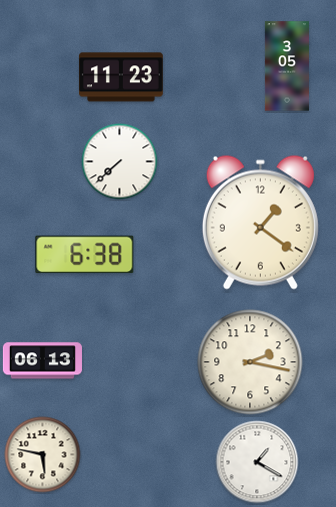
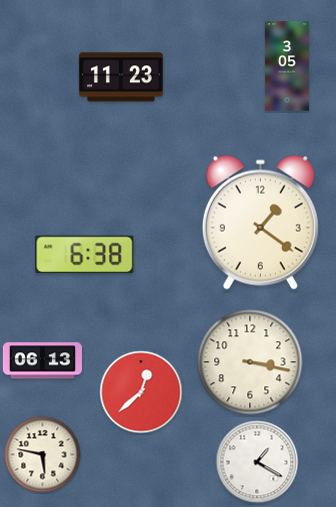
clock at (120, 162): 7:38 -> none
clock at (250, 362): 2:17 -> 3:17
clock at (141, 392): none -> 12:38
